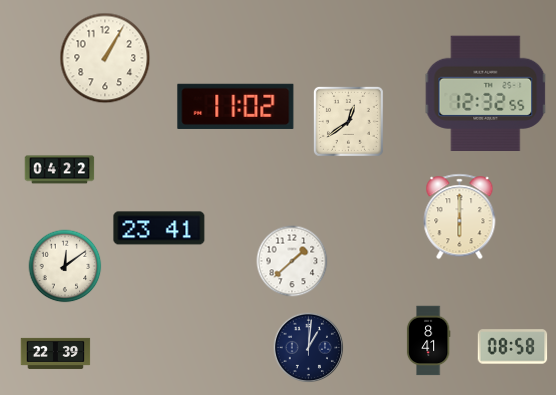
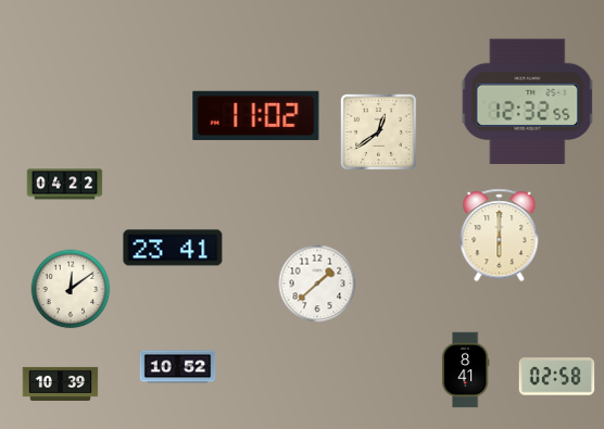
clock at (105, 58): 1:05 -> none
clock at (178, 367): none -> 10:52
clock at (513, 347): 08:58 -> 02:58
clock at (309, 348): 1:01 -> none
clock at (56, 353): 22:39 -> 10:39
